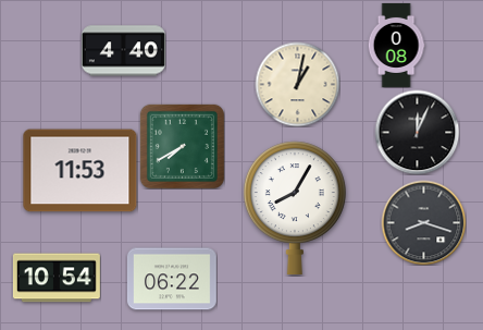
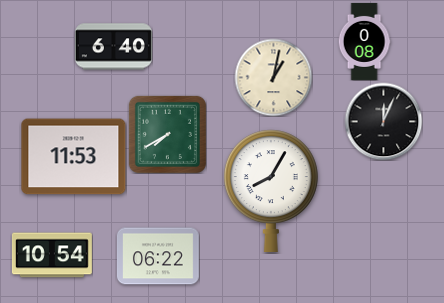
clock at (123, 51): 4:40 -> 6:40
clock at (423, 222): 8:18 -> none
